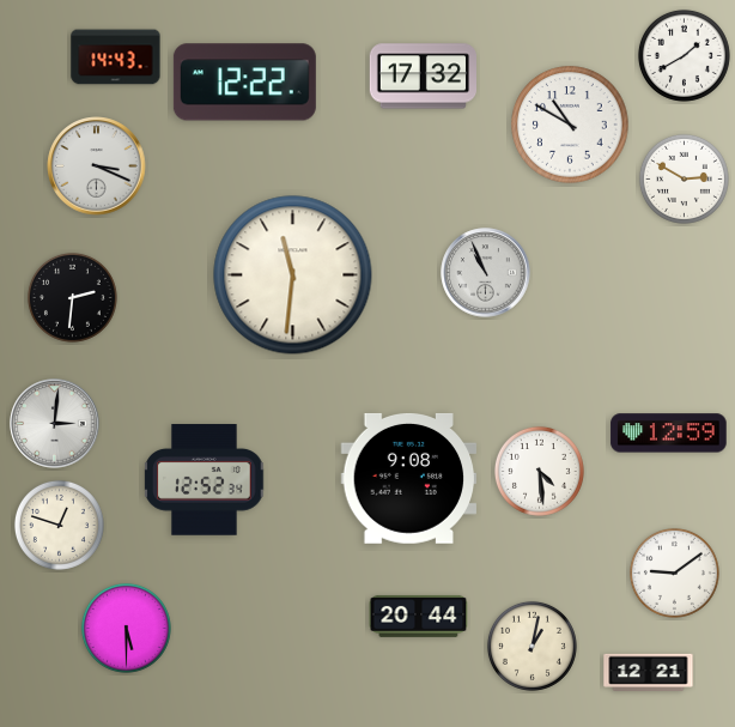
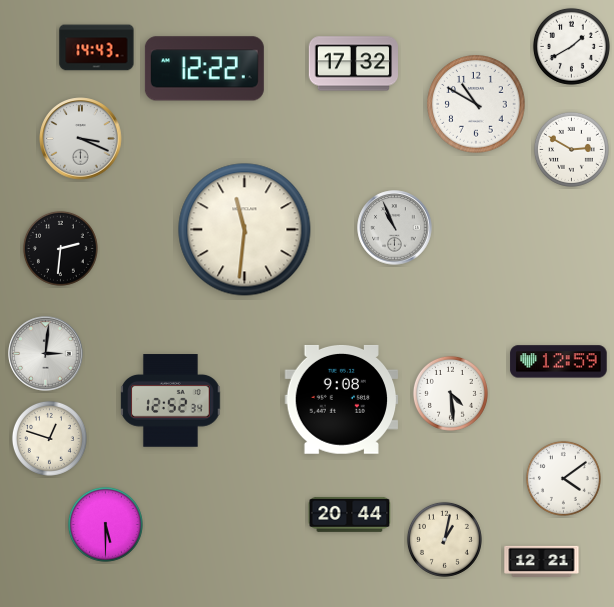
clock at (486, 273) position: (486, 273) -> (395, 228)
clock at (674, 572): 9:09 -> 4:09
